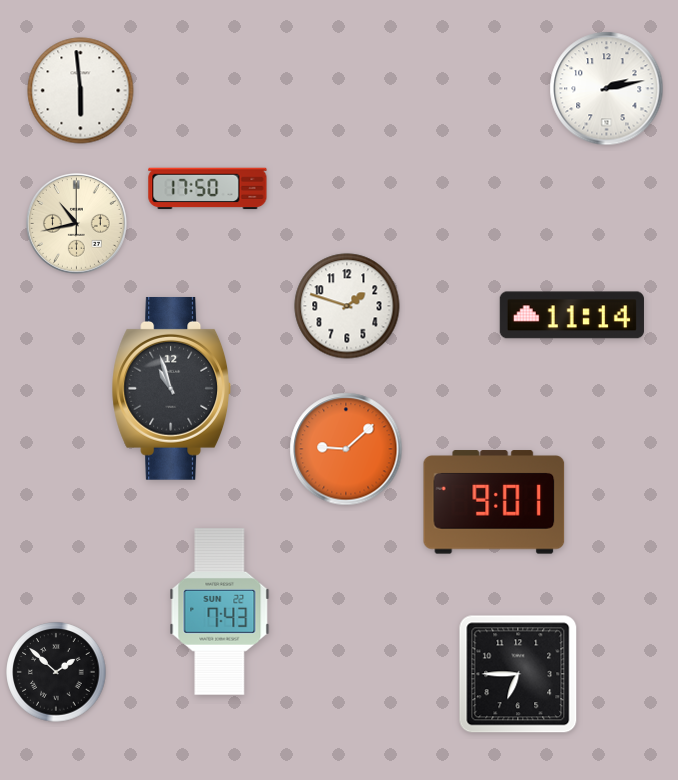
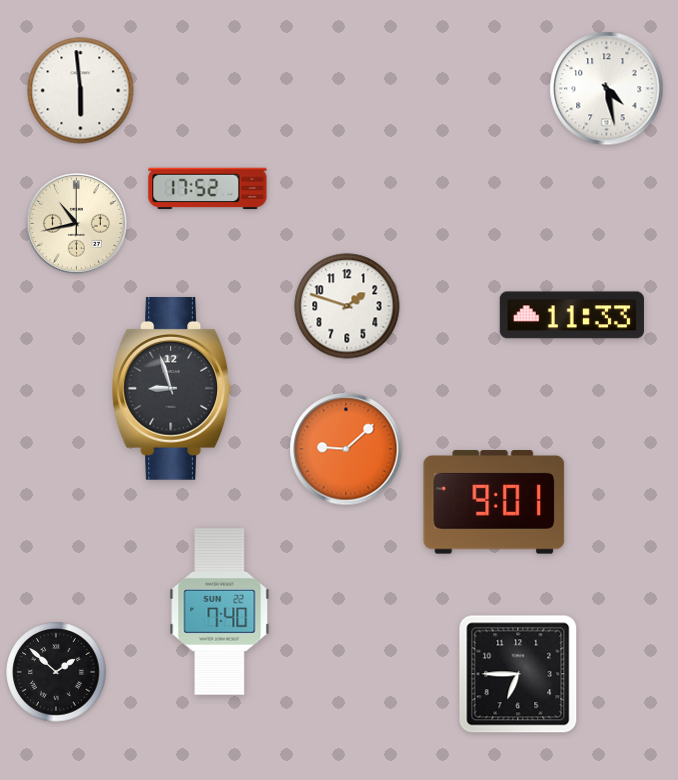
clock at (607, 89): 2:13 -> 4:28
clock at (208, 189): 17:50 -> 17:52
clock at (572, 315): 11:14 -> 11:33
clock at (171, 388): 10:57 -> 8:57
clock at (220, 612): 7:43 -> 7:40
